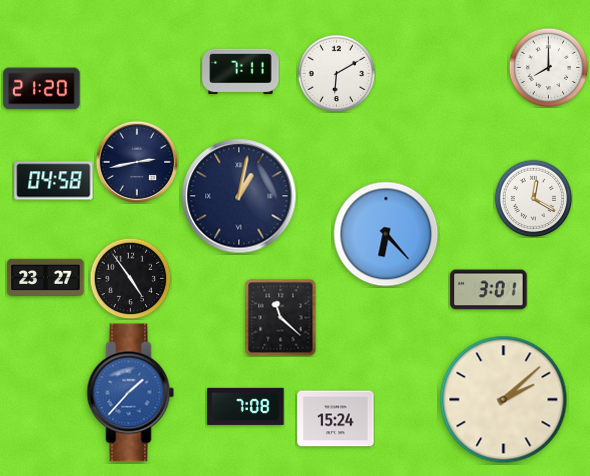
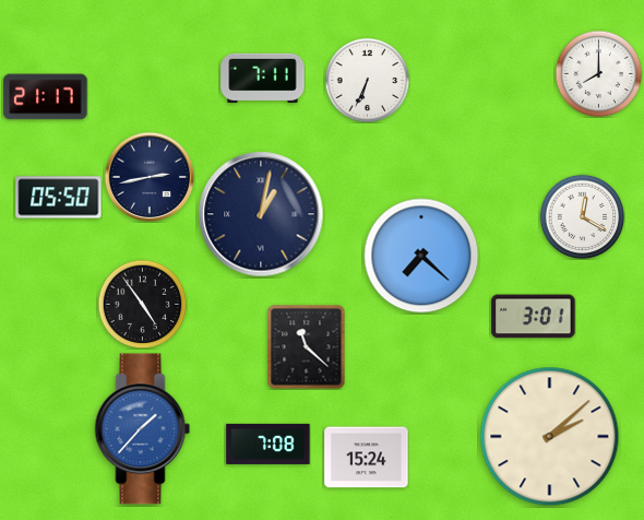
clock at (336, 73): 6:10 -> 6:34
clock at (42, 89): 21:20 -> 21:17
clock at (54, 181): 04:58 -> 05:50
clock at (386, 234): 6:23 -> 7:22
clock at (46, 278): 23:27 -> none
